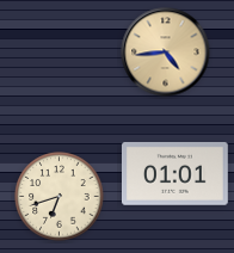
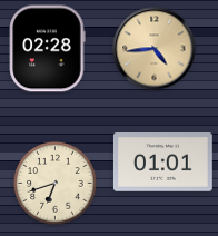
clock at (48, 49): none -> 02:28
